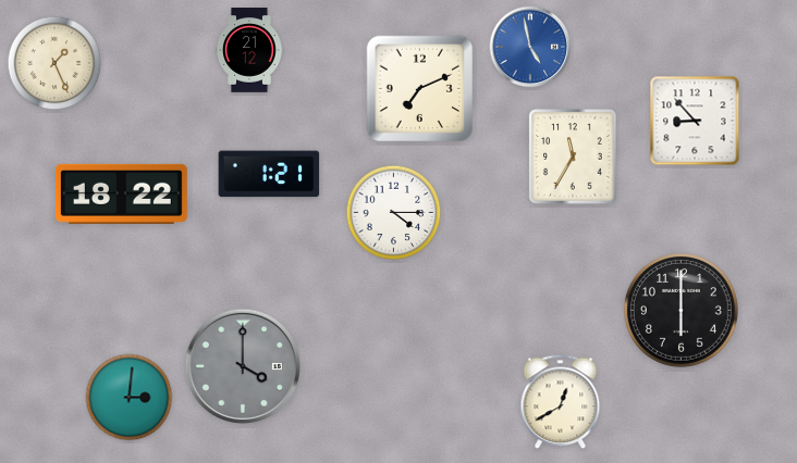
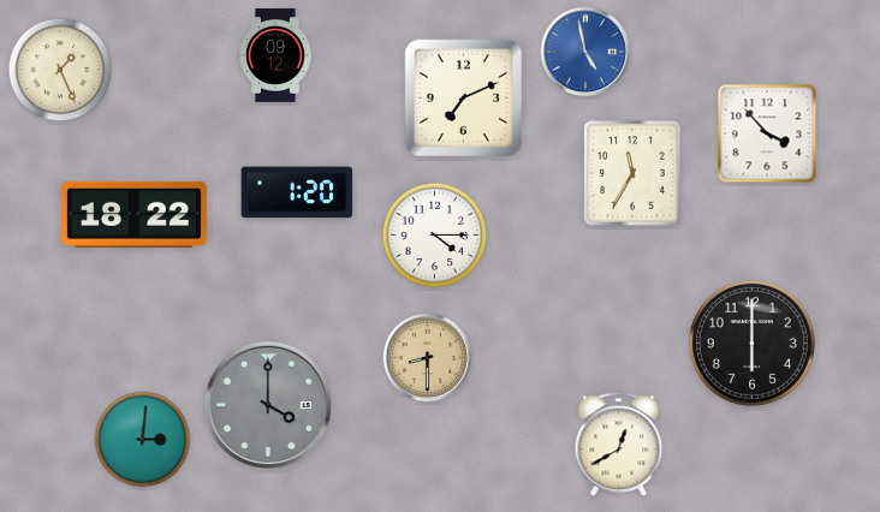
clock at (250, 50): 21:12 -> 09:12
clock at (695, 121): 8:53 -> 3:53
clock at (269, 174): 1:21 -> 1:20
clock at (428, 358): none -> 8:30
